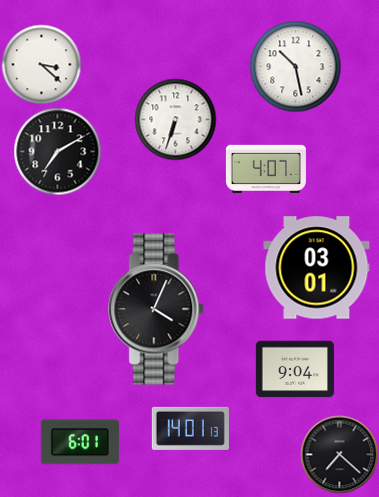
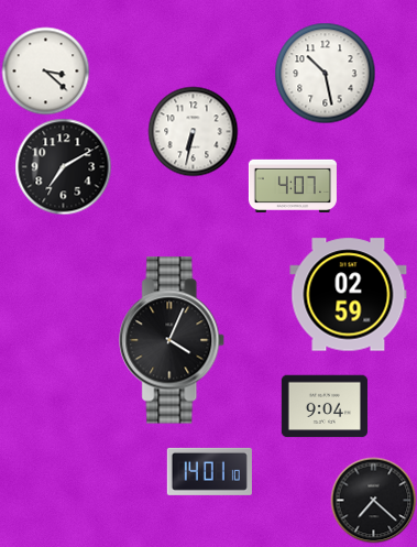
clock at (175, 119): 6:33 -> 6:32
clock at (317, 268): 03:01 -> 02:59
clock at (190, 428): 14:01:13 -> 14:01:10
clock at (80, 442): 6:01 -> none
